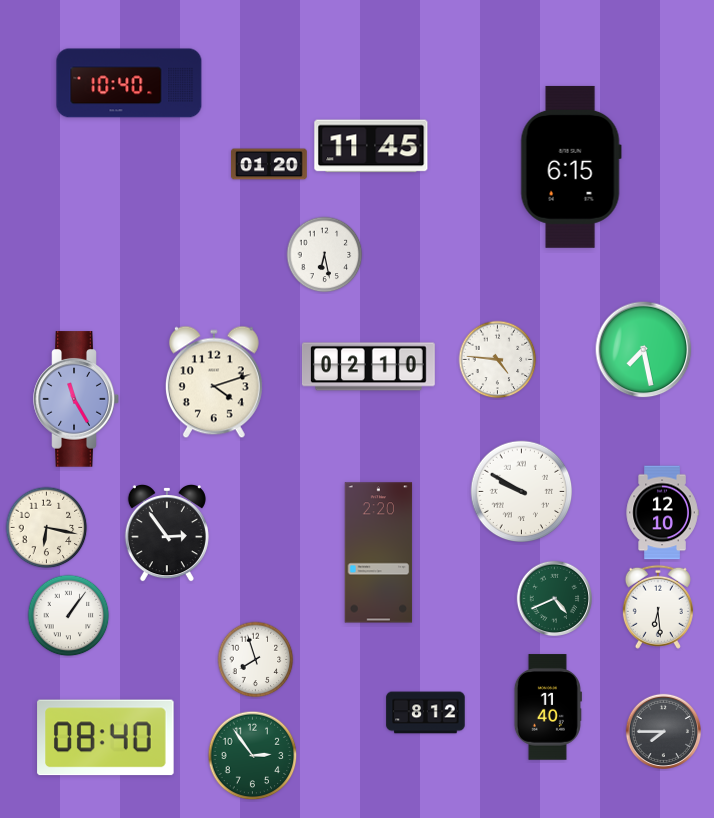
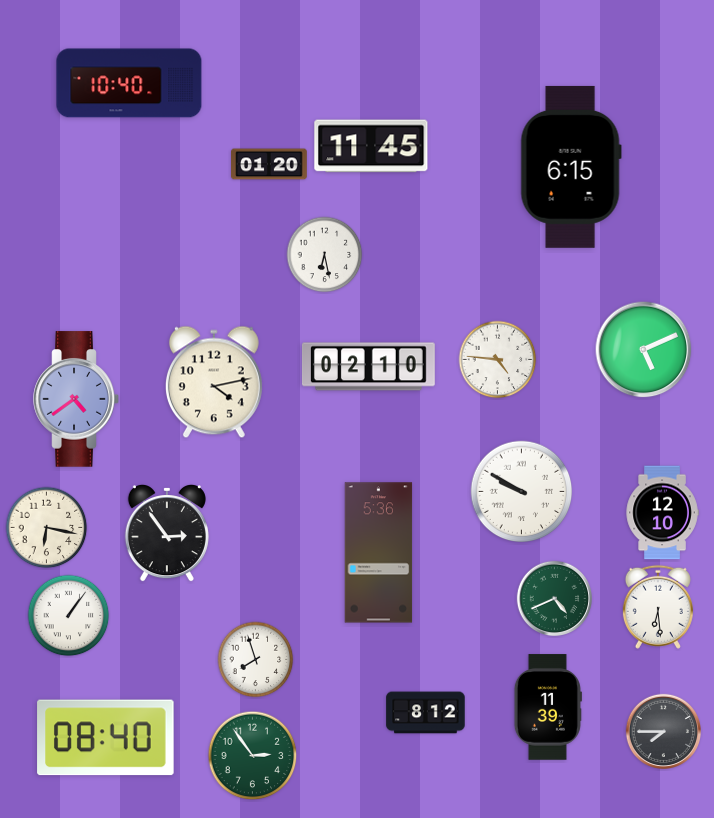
clock at (644, 350): 7:28 -> 5:11
clock at (214, 382): 4:12 -> 4:13
clock at (76, 399): 11:25 -> 4:39
clock at (379, 553): 2:20 -> 5:36
clock at (548, 707): 11:40 -> 11:39
